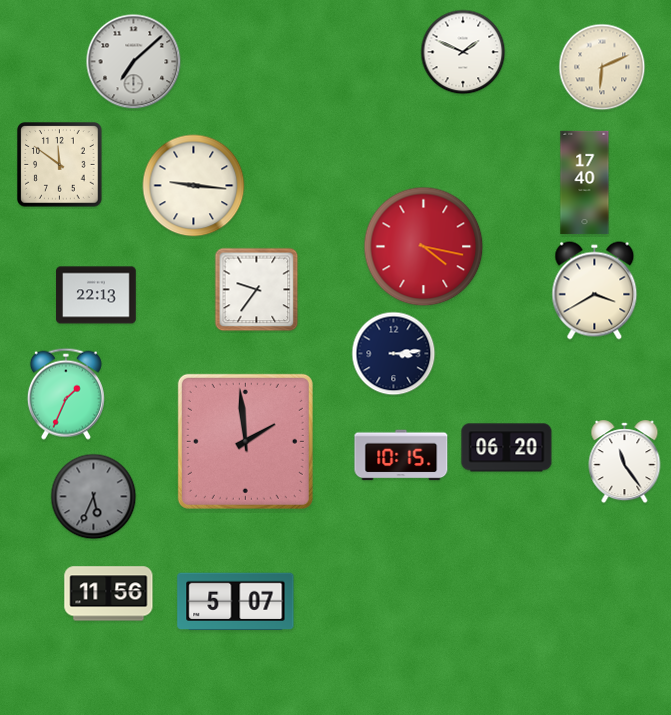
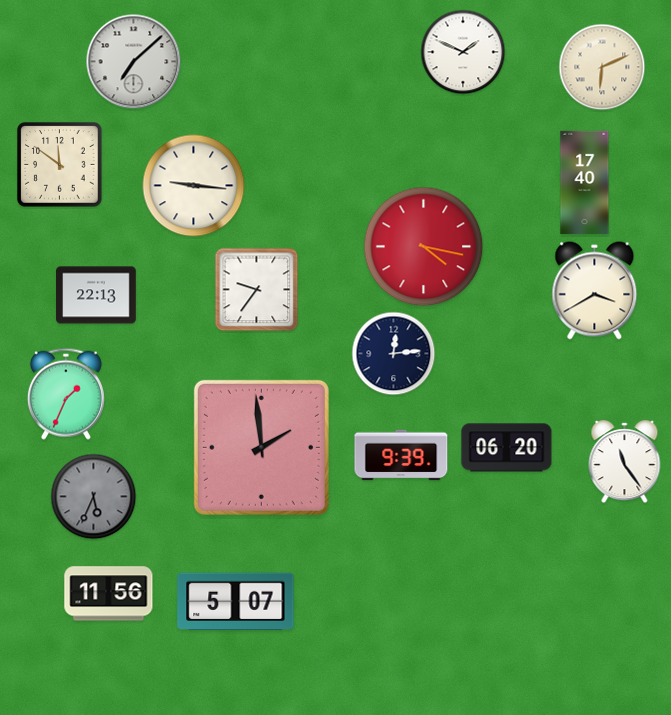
clock at (394, 354): 3:14 -> 12:14
clock at (245, 441) position: (245, 441) -> (261, 447)
clock at (401, 455): 10:15 -> 9:39
